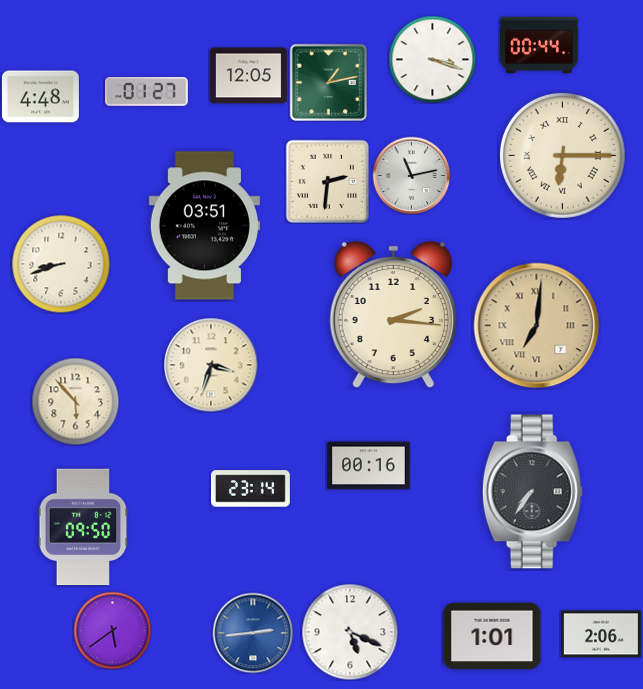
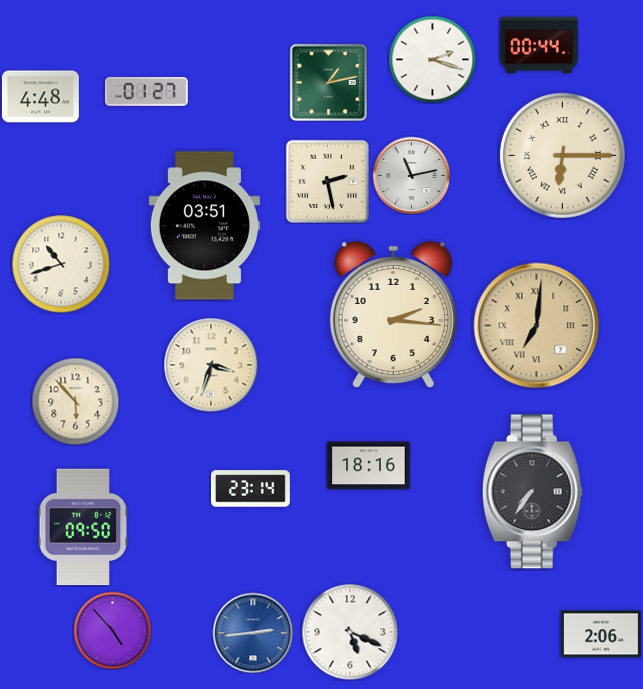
clock at (432, 59): 3:18 -> 2:18
clock at (248, 76): 12:05 -> none
clock at (327, 181): 2:31 -> 2:28
clock at (61, 264): 8:42 -> 10:42
clock at (369, 466): 00:16 -> 18:16
clock at (112, 630): 5:39 -> 4:53
clock at (492, 636): 1:01 -> none
